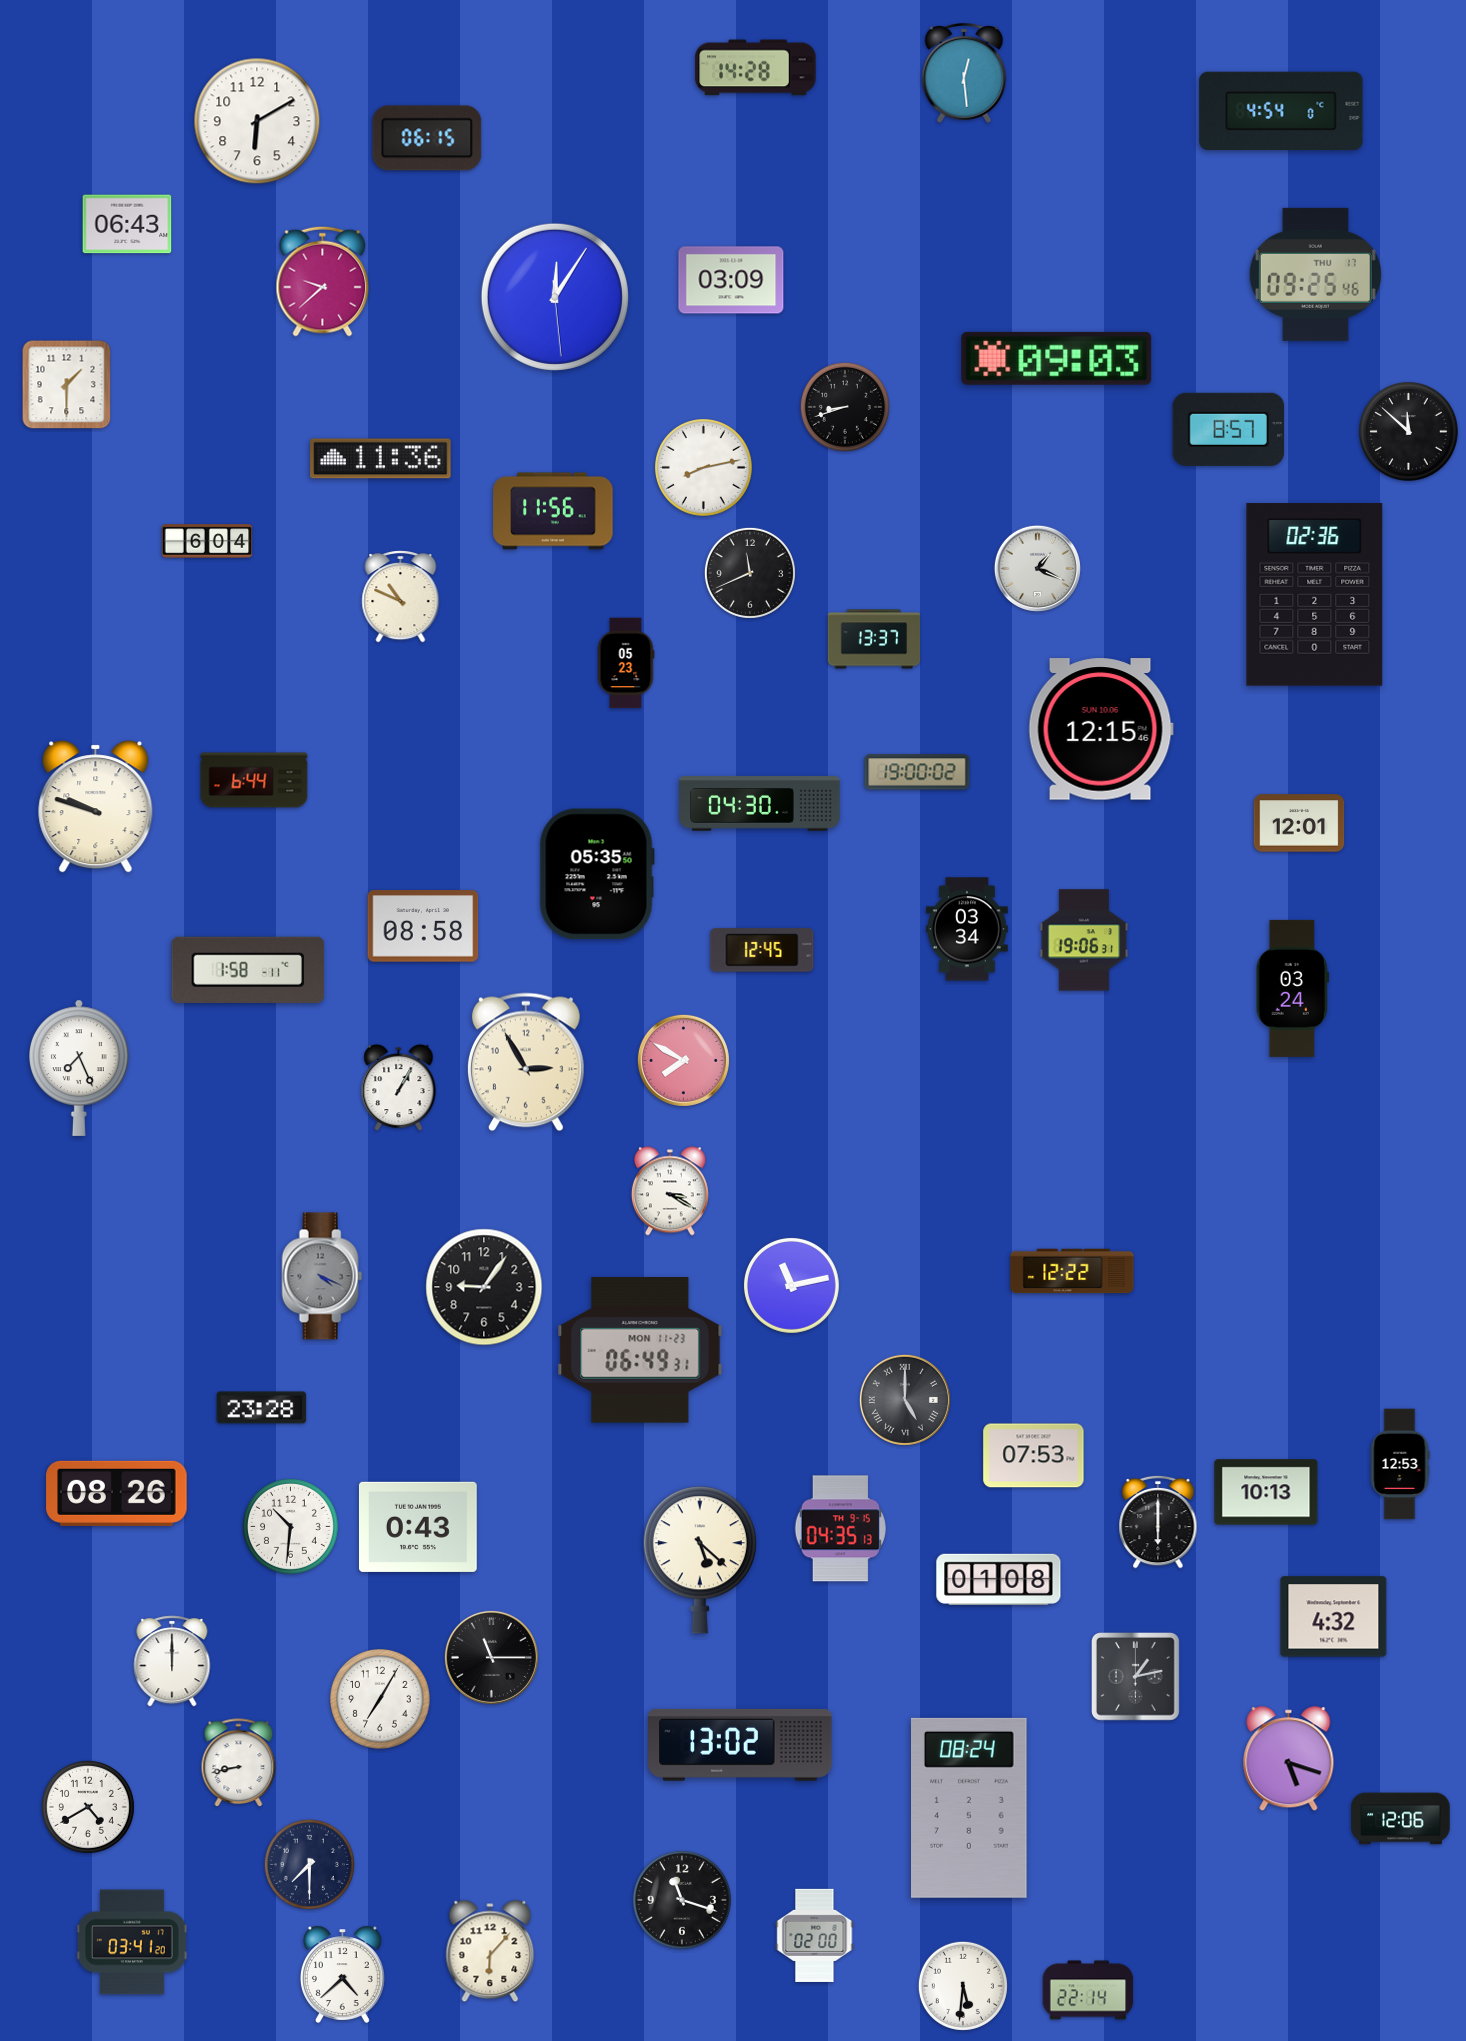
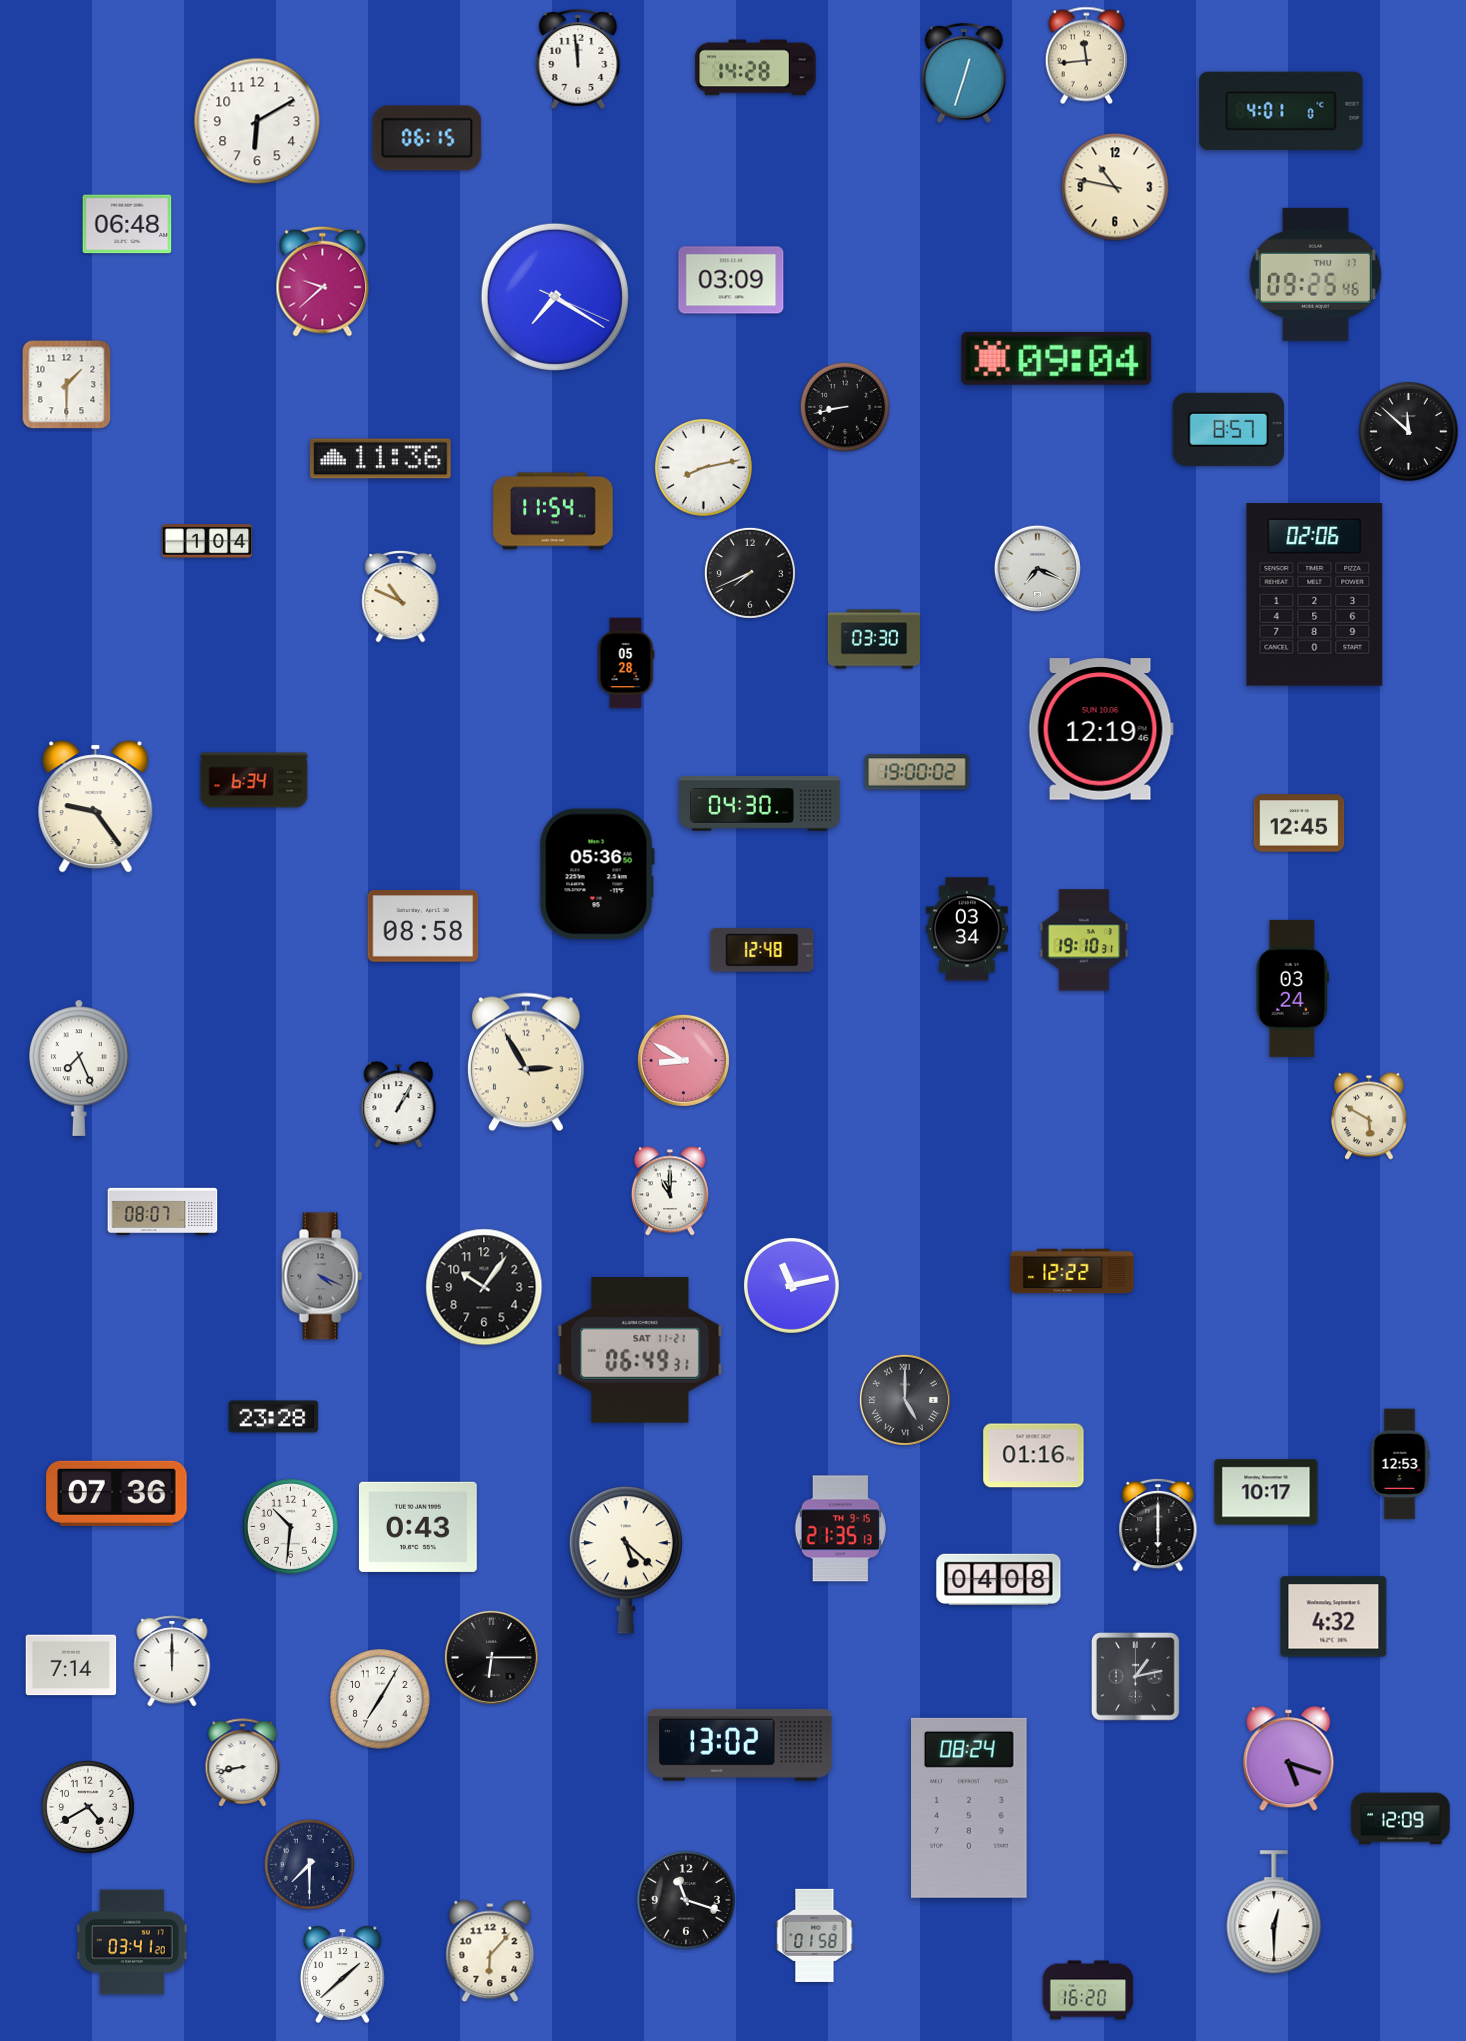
clock at (1086, 56): none -> 11:44
clock at (578, 60): none -> 11:59
clock at (964, 74): 12:29 -> 12:33
clock at (1281, 111): 4:54 -> 4:01
clock at (1115, 187): none -> 10:47
clock at (127, 224): 06:43 -> 06:48
clock at (555, 297): 12:05 -> 7:20
clock at (1057, 358): 09:03 -> 09:04
clock at (845, 407): 8:42 -> 8:43
clock at (553, 511): 11:56 -> 11:54
clock at (207, 541): 6:04 -> 1:04
clock at (1037, 568): 1:19 -> 7:19
clock at (750, 573): 11:41 -> 7:41
clock at (1315, 595): 02:36 -> 02:06
clock at (874, 639): 13:37 -> 03:30
clock at (626, 663): 05:23 -> 05:28
clock at (1101, 729): 12:15 -> 12:19
clock at (254, 780): 6:44 -> 6:34
clock at (96, 807): 9:48 -> 9:24
clock at (1299, 823): 12:01 -> 12:45
clock at (597, 874): 05:35 -> 05:36
clock at (1084, 940): 19:06 -> 19:10
clock at (762, 950): 12:45 -> 12:48
clock at (248, 970): 1:58 -> none
clock at (683, 1060): 7:50 -> 8:50
clock at (399, 1088) position: (399, 1088) -> (399, 1105)
clock at (1369, 1116): none -> 5:50
clock at (670, 1191): 3:20 -> 11:00
clock at (163, 1211): none -> 08:07
clock at (484, 1287): 9:06 -> 10:06
clock at (640, 1350) date: MON 11-23 -> SAT 11-21
clock at (262, 1408) position: (262, 1408) -> (274, 1417)
clock at (1034, 1456): 07:53 -> 01:16
clock at (1266, 1492): 10:13 -> 10:17
clock at (117, 1493): 08:26 -> 07:36
clock at (1158, 1522) position: (1158, 1522) -> (1158, 1525)
clock at (840, 1529): 04:35 -> 21:35
clock at (700, 1560) position: (700, 1560) -> (626, 1560)
clock at (999, 1579): 01:08 -> 04:08
clock at (491, 1657): 11:15 -> 6:15
clock at (71, 1665): none -> 7:14
clock at (239, 1763) position: (239, 1763) -> (243, 1763)
clock at (1401, 1819): 12:06 -> 12:09
clock at (683, 1901) position: (683, 1901) -> (687, 1901)
clock at (1274, 1913): none -> 12:30
clock at (815, 1935): 02:00 -> 01:58
clock at (342, 1974): 4:38 -> 1:38
clock at (963, 1986): 5:31 -> none
clock at (1088, 1990): 22:14 -> 16:20
